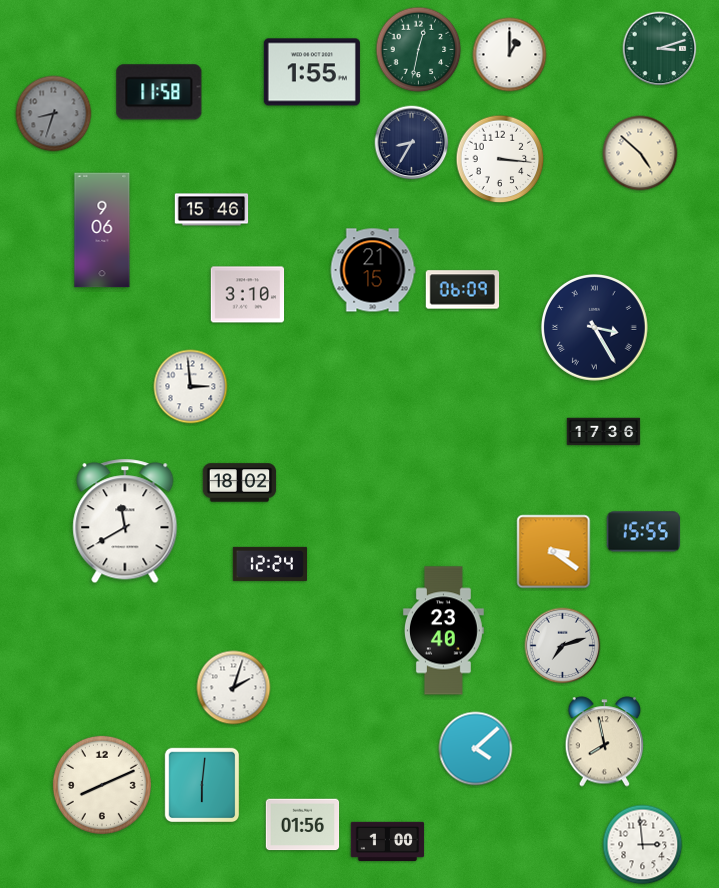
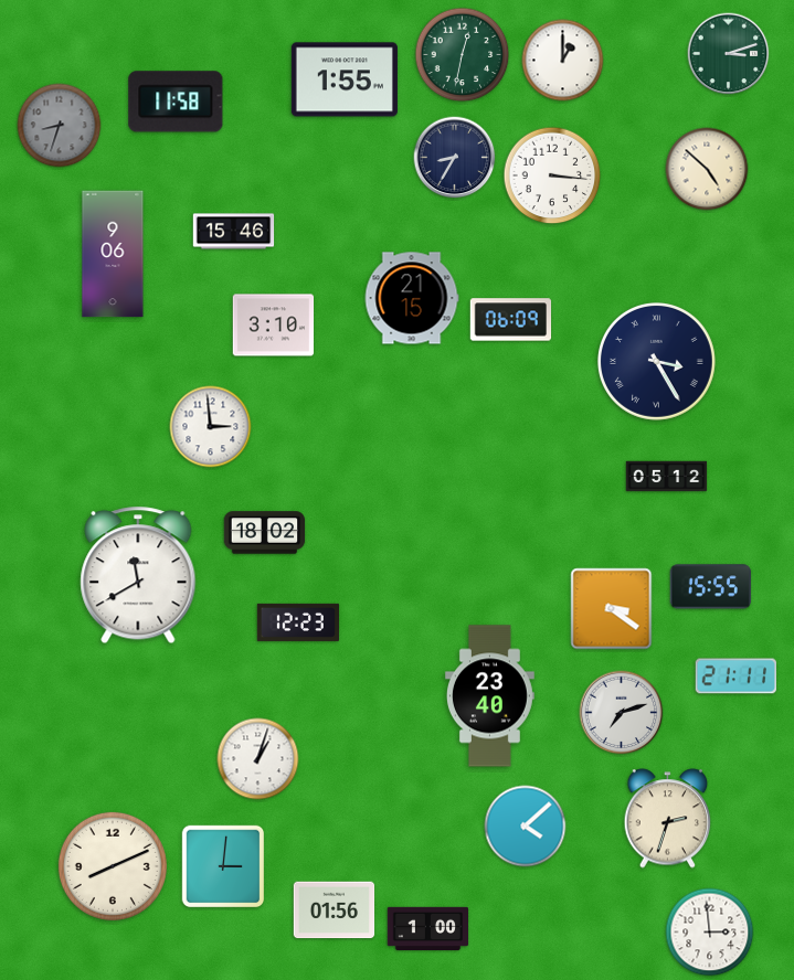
clock at (604, 432): 17:36 -> 05:12
clock at (269, 564): 12:24 -> 12:23
clock at (735, 677): none -> 21:11
clock at (234, 688): 2:03 -> 1:03
clock at (605, 742): 7:58 -> 2:33
clock at (202, 785): 6:01 -> 3:01
